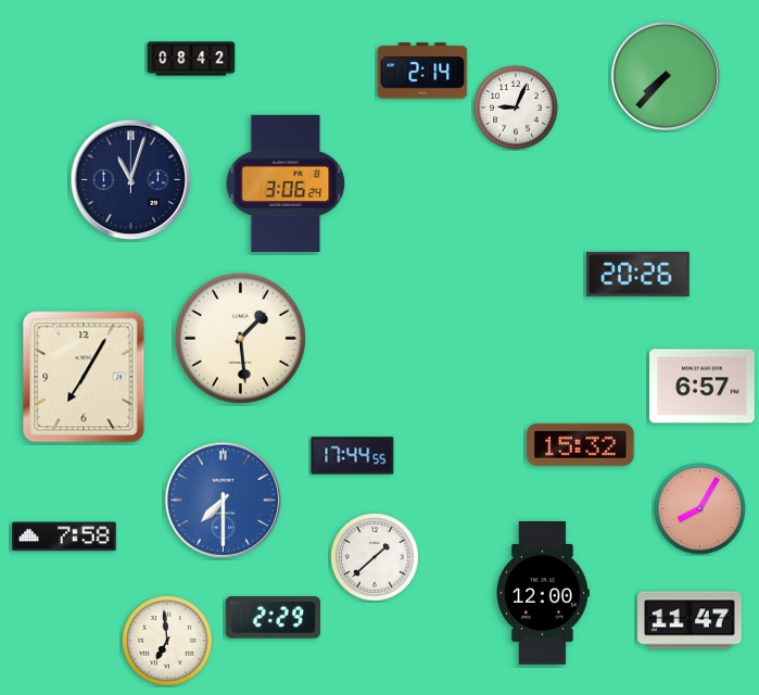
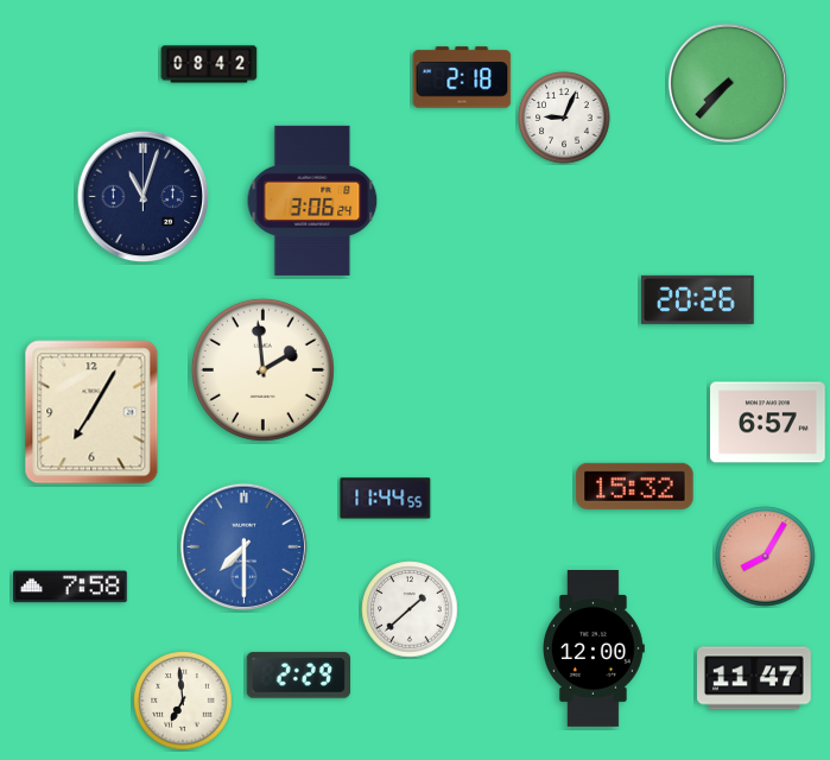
clock at (422, 71): 2:14 -> 2:18
clock at (240, 338): 1:29 -> 1:59
clock at (353, 456): 17:44 -> 11:44
